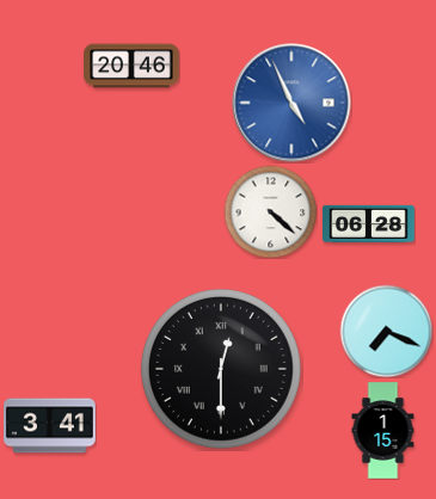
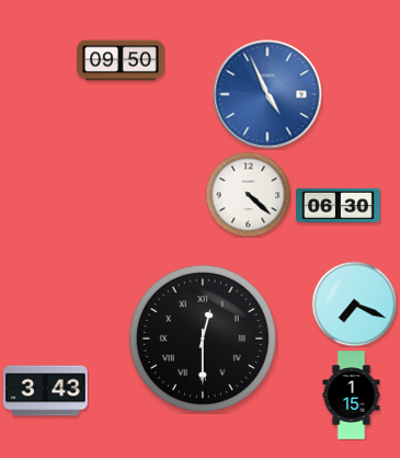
clock at (131, 66): 20:46 -> 09:50
clock at (369, 223): 06:28 -> 06:30
clock at (50, 426): 3:41 -> 3:43
